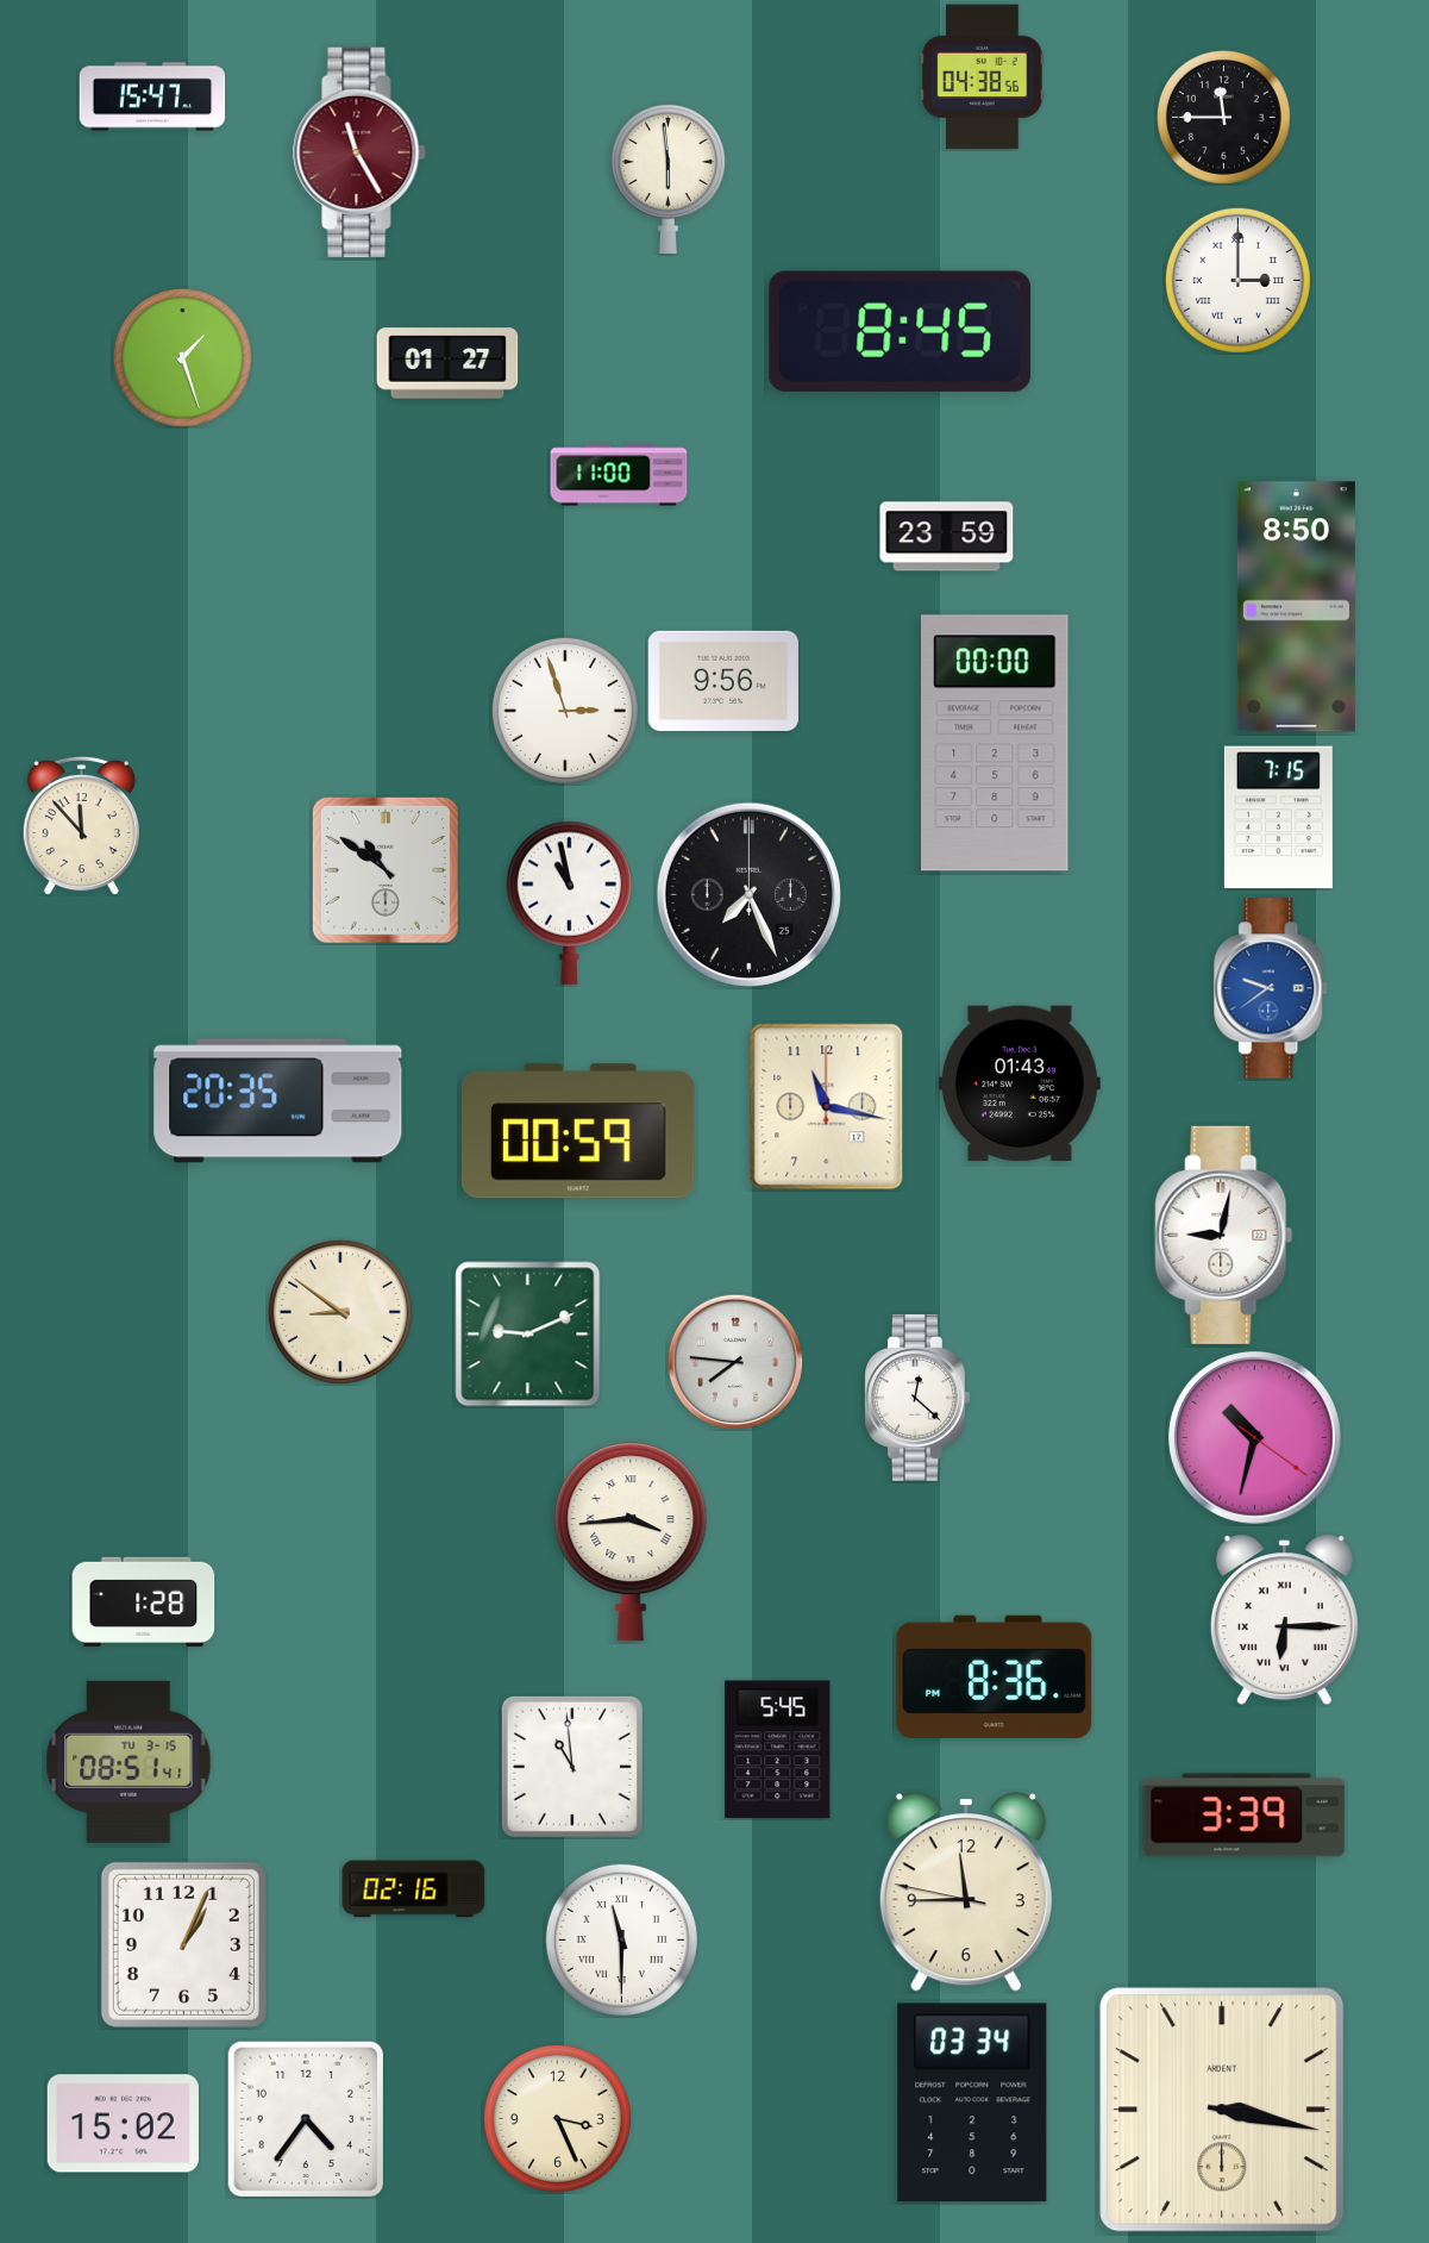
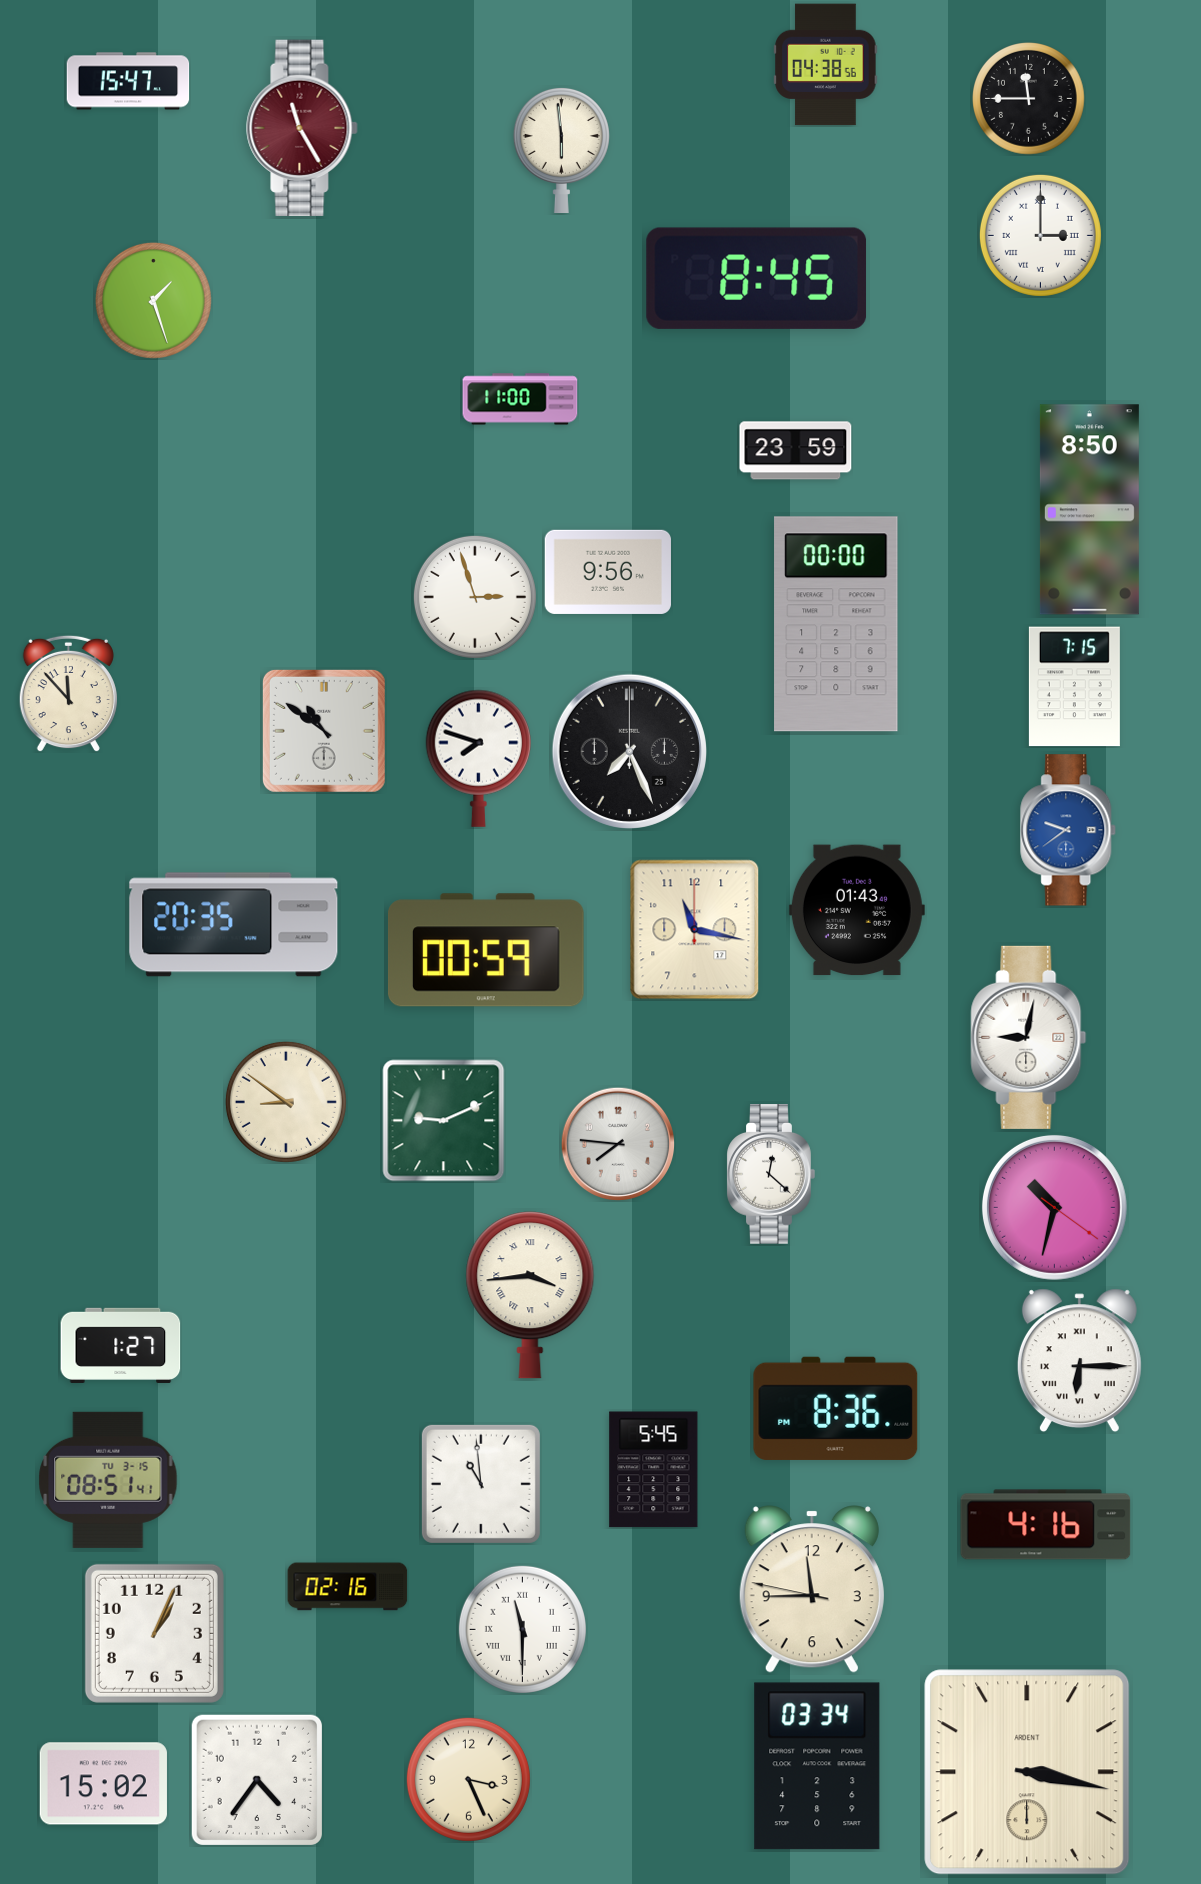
clock at (447, 363): 01:27 -> none
clock at (569, 902): 10:58 -> 7:48
clock at (144, 1601): 1:28 -> 1:27
clock at (1245, 1816): 3:39 -> 4:16
